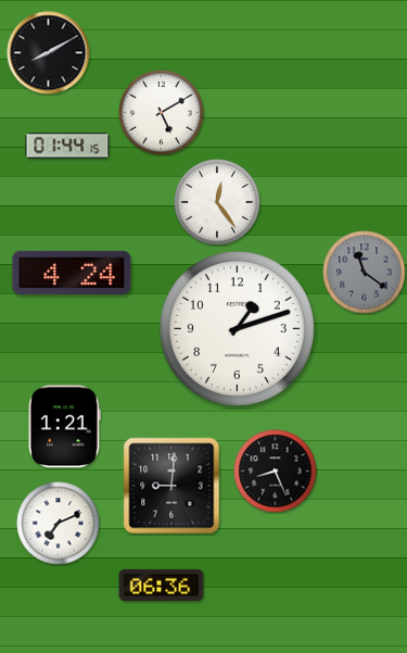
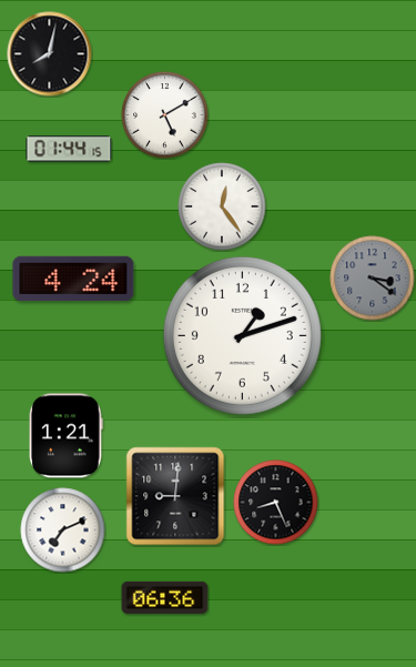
clock at (49, 53): 8:10 -> 8:02
clock at (365, 273): 11:21 -> 3:21
clock at (276, 472) position: (276, 472) -> (276, 503)
clock at (59, 524) position: (59, 524) -> (63, 530)
